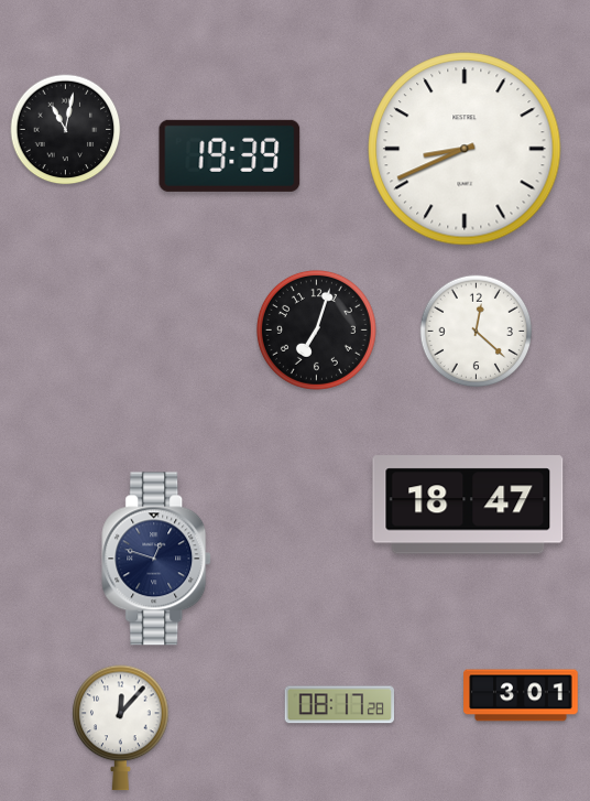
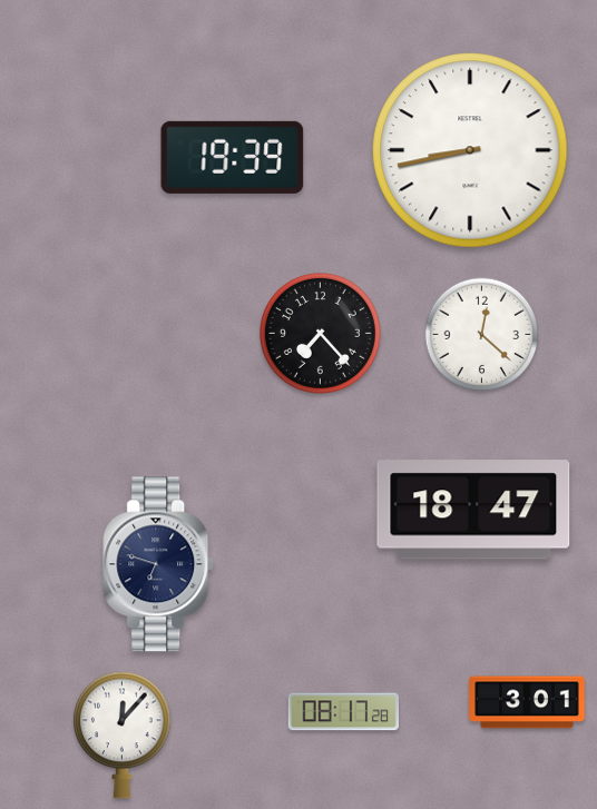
clock at (66, 130): 11:02 -> none
clock at (465, 149): 8:41 -> 8:43
clock at (316, 329): 7:03 -> 7:23
clock at (157, 559): 12:48 -> 6:48
